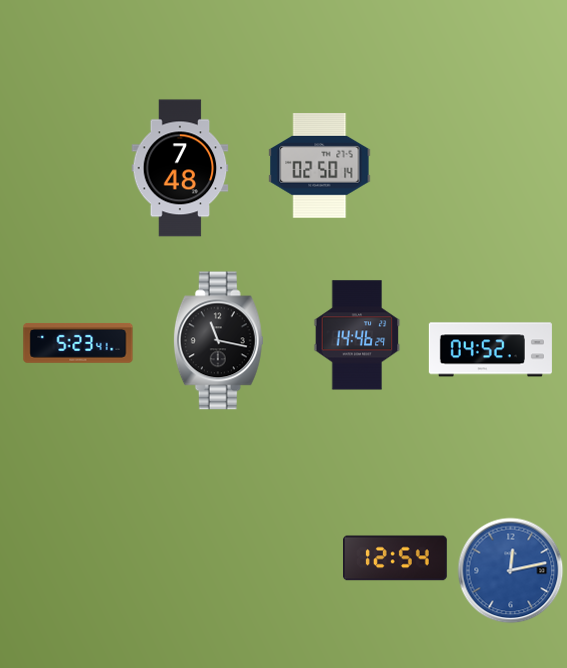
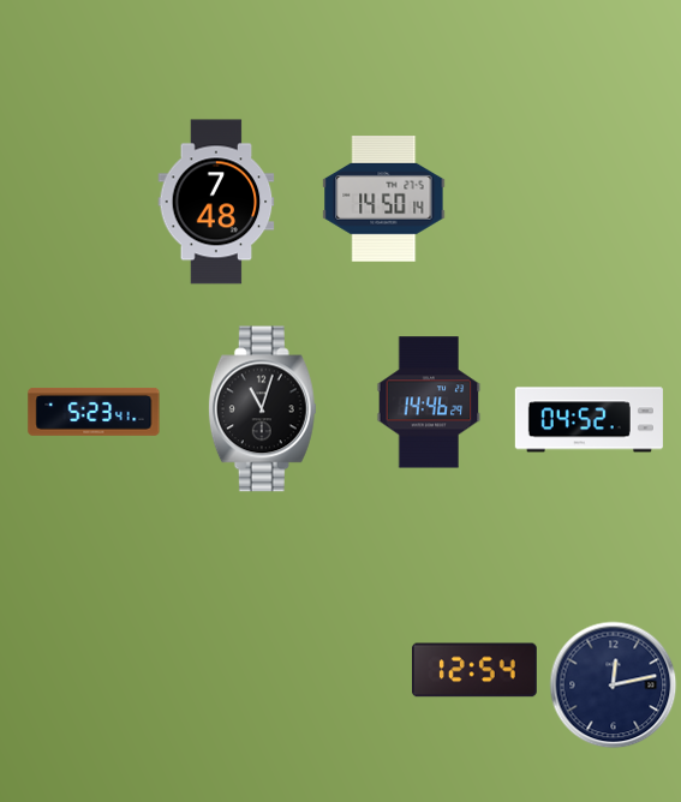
clock at (320, 166): 02:50 -> 14:50
clock at (218, 341): 11:17 -> 11:03
clock at (511, 571) dial: blue -> navy
